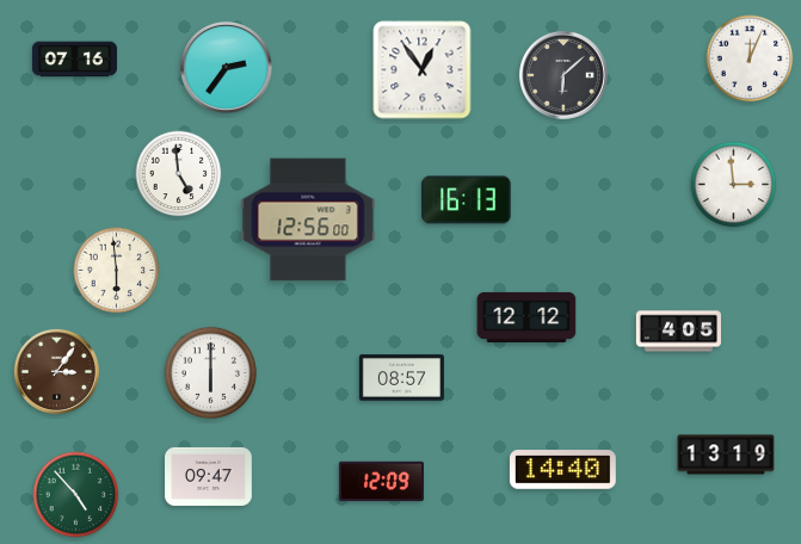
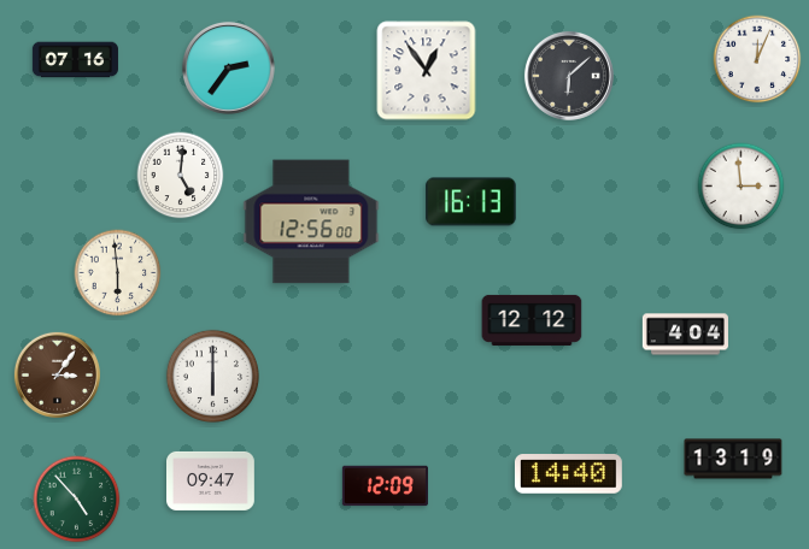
clock at (179, 174): 4:59 -> 5:01
clock at (678, 332): 4:05 -> 4:04
clock at (401, 378): 08:57 -> none
